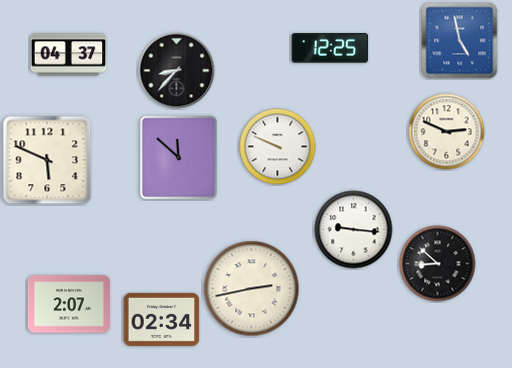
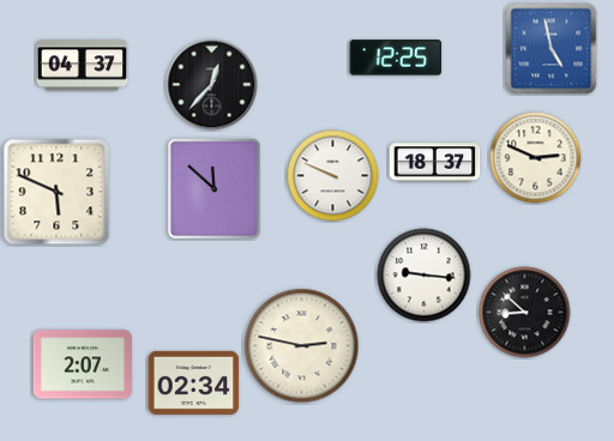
clock at (177, 71): 8:37 -> 12:37
clock at (435, 163): none -> 18:37
clock at (438, 264) position: (438, 264) -> (525, 313)
clock at (252, 289): 2:43 -> 2:47
